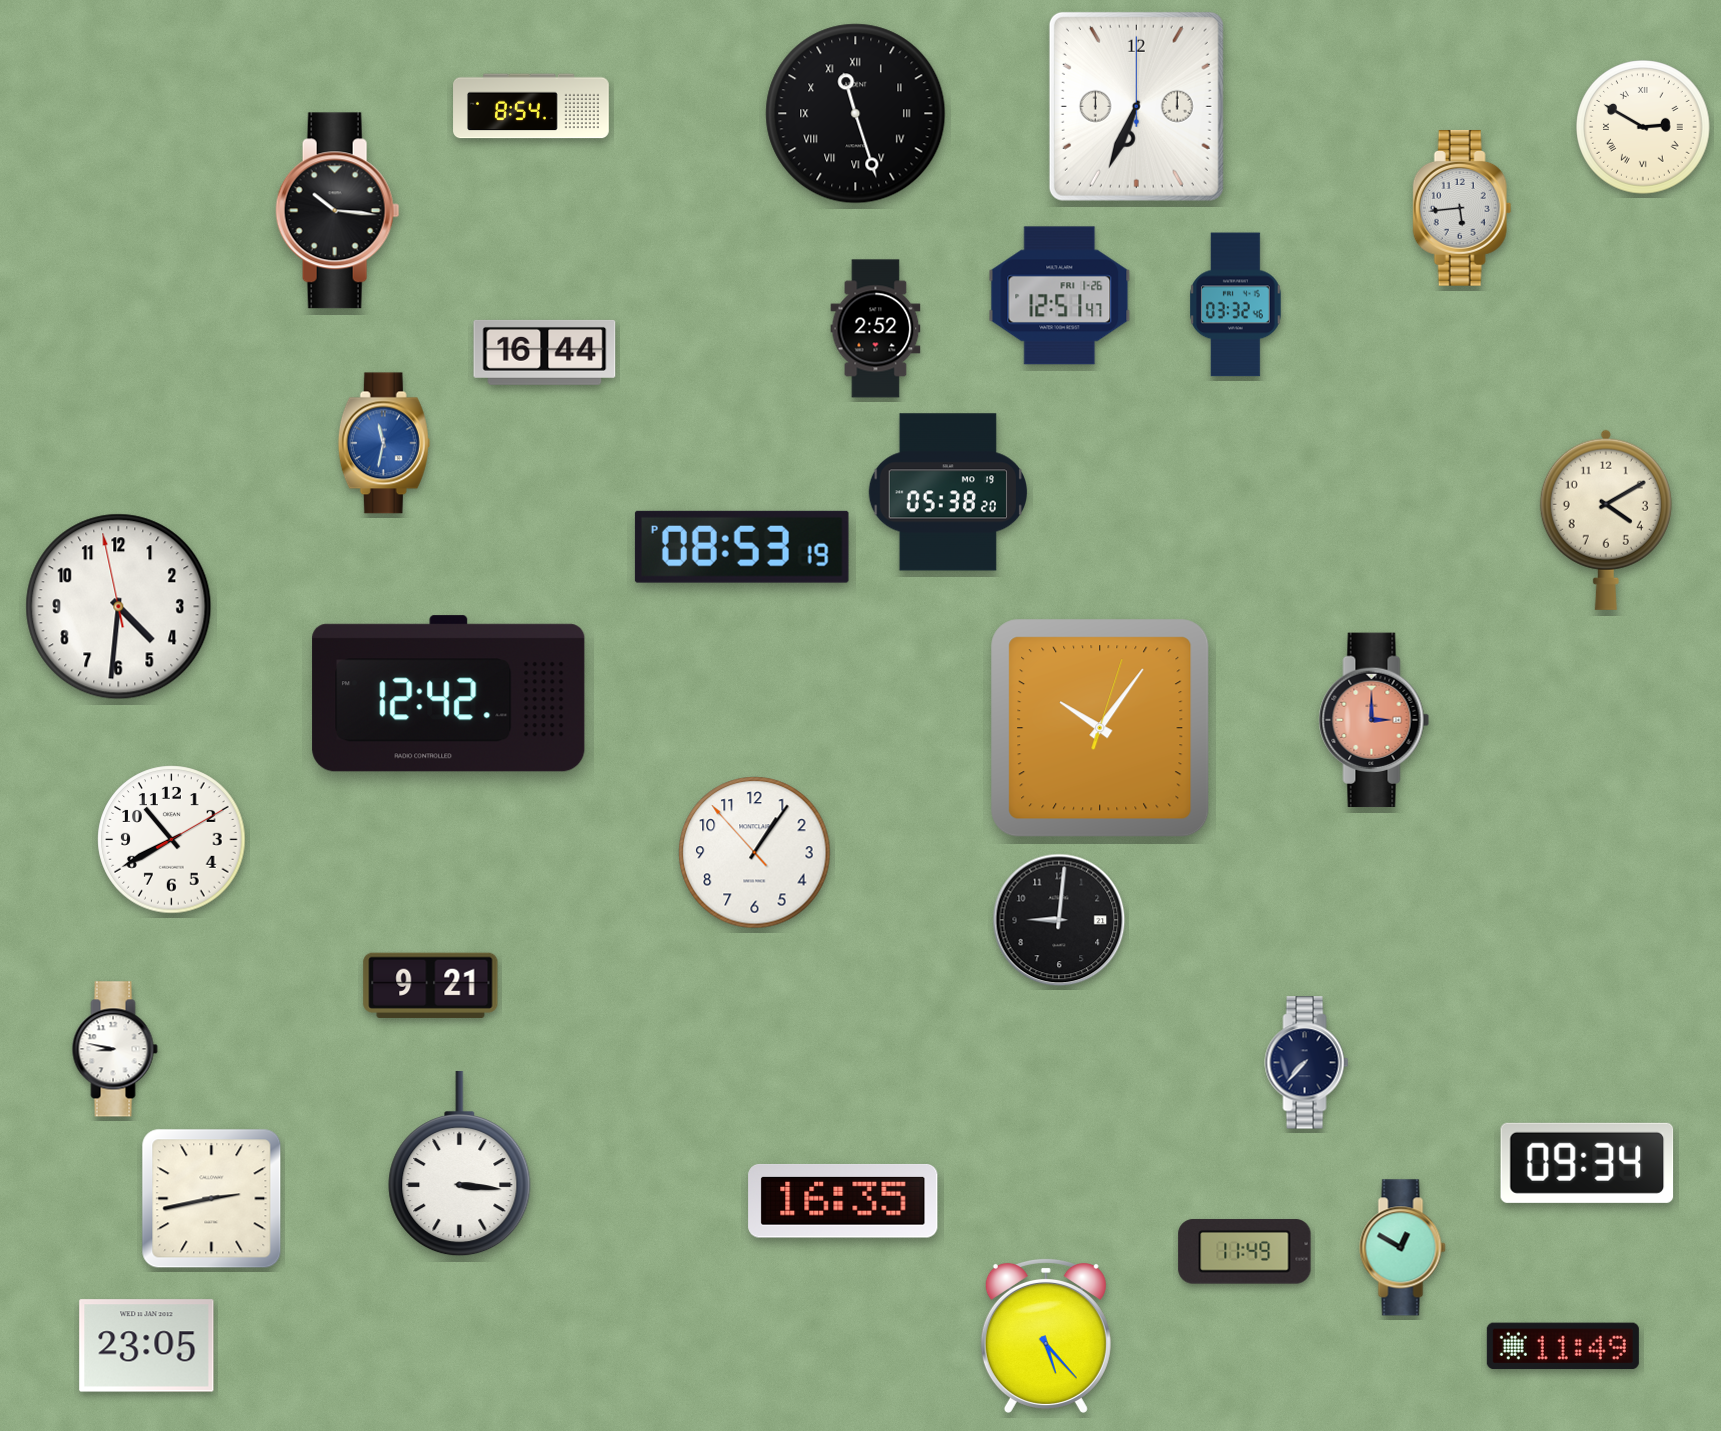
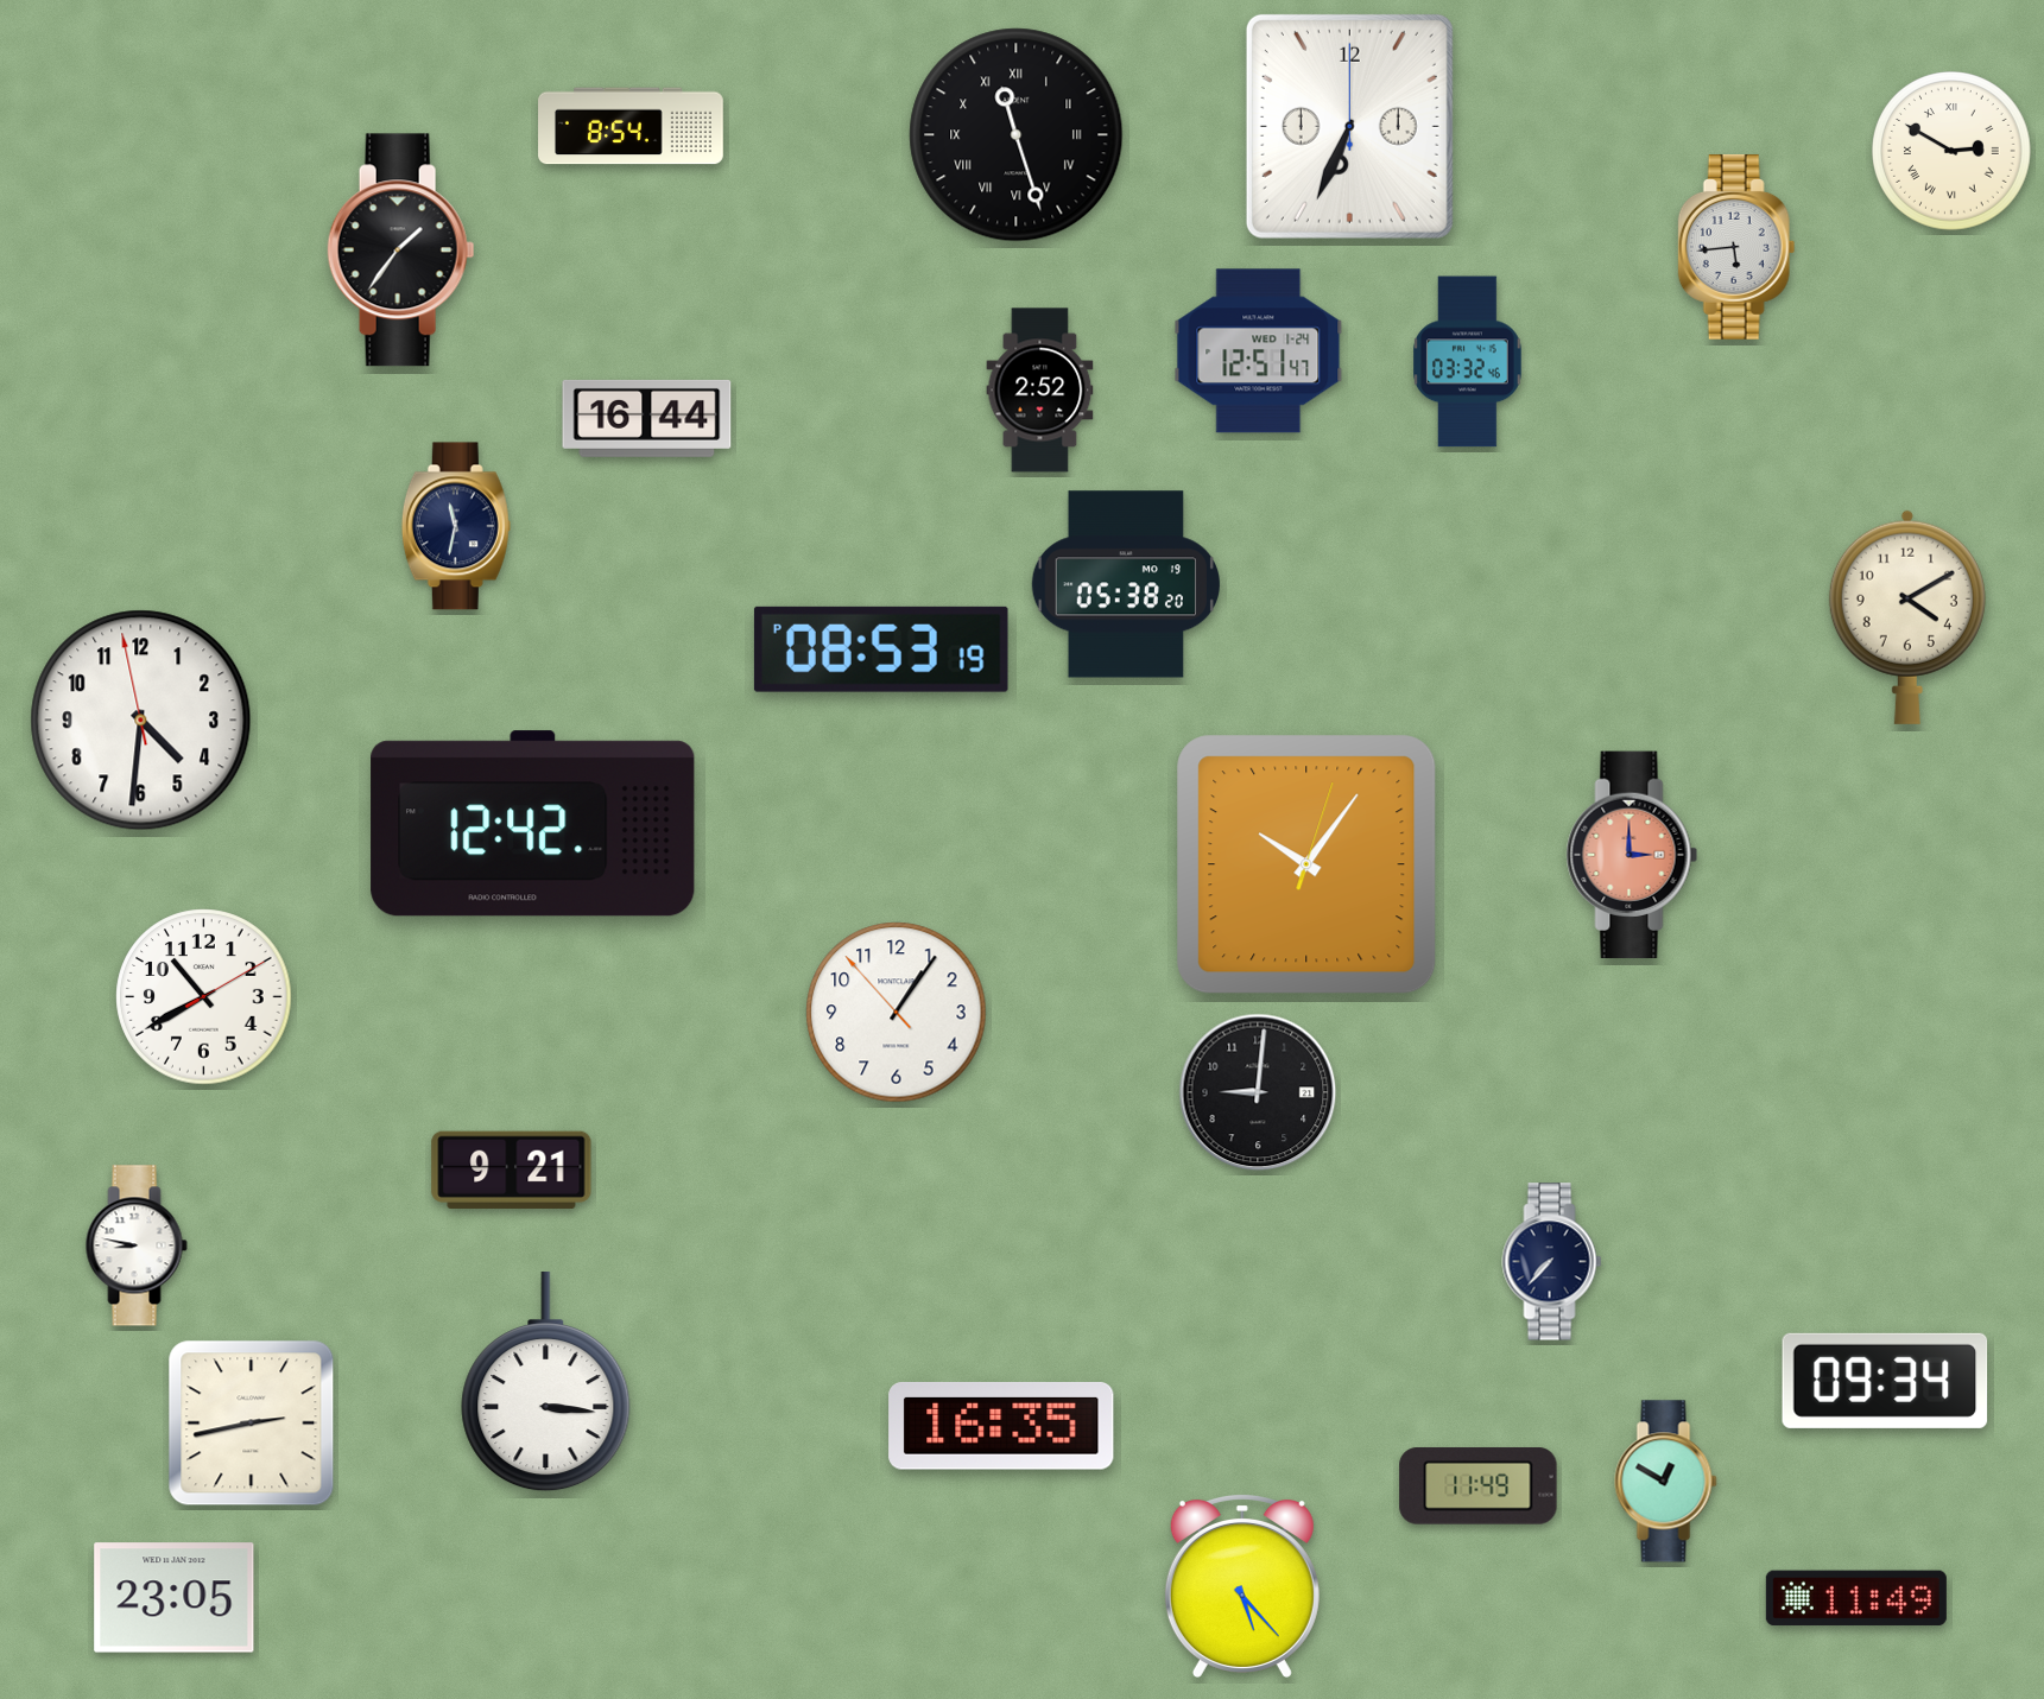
clock at (338, 211): 10:16 -> 1:36
clock at (1060, 296) date: FRI 1-26 -> WED 1-24
clock at (384, 443) dial: blue -> navy
